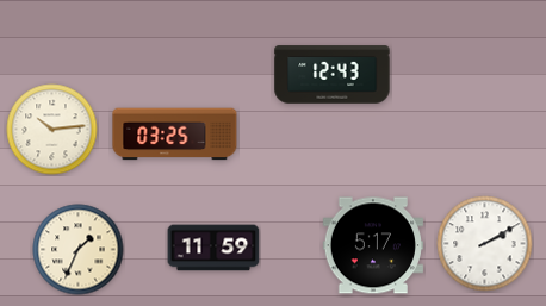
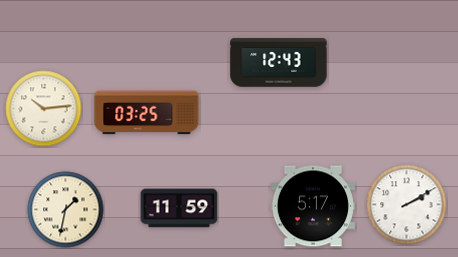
clock at (79, 250): 1:34 -> 1:32
